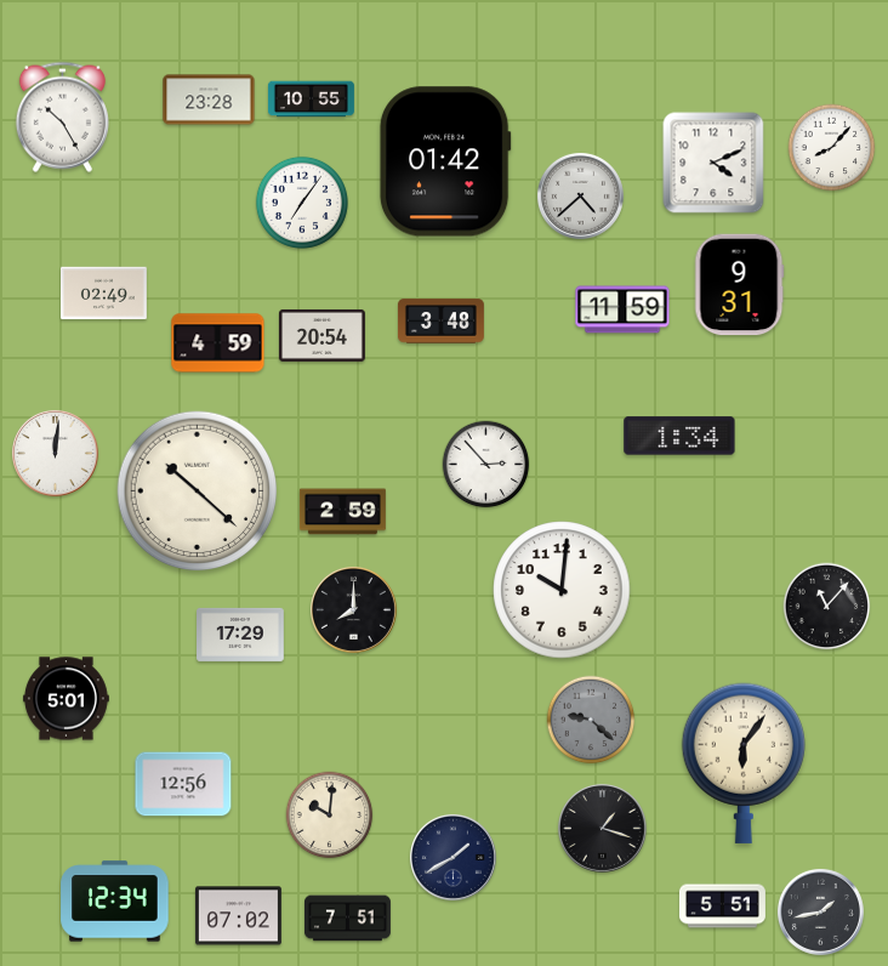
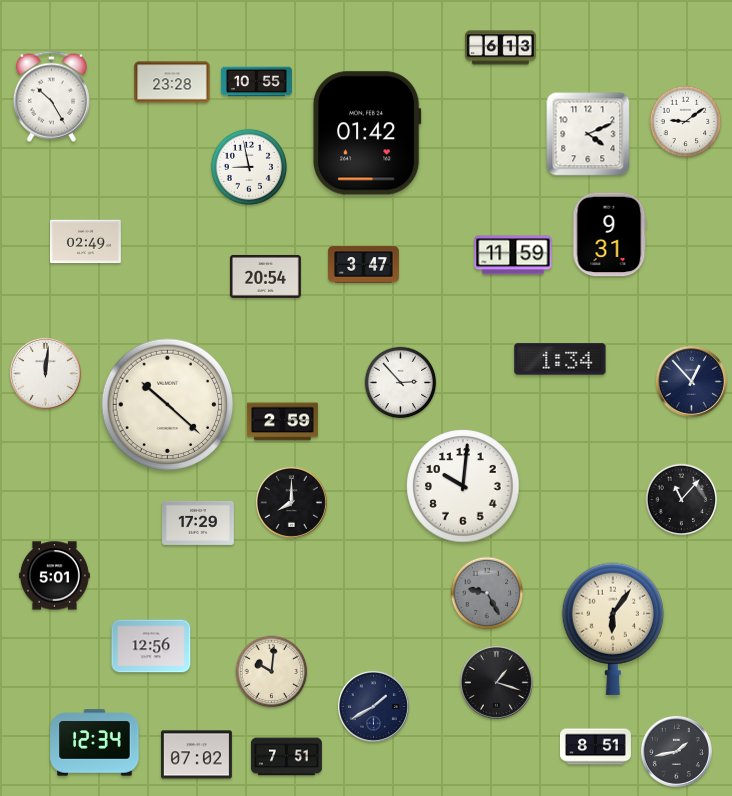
clock at (500, 48): none -> 6:13
clock at (832, 148): 8:07 -> 9:09
clock at (580, 195): 4:38 -> none
clock at (302, 203): 7:06 -> 8:58
clock at (440, 322): 3:48 -> 3:47
clock at (218, 343): 4:59 -> none
clock at (691, 381): none -> 12:53
clock at (198, 491) position: (198, 491) -> (168, 405)
clock at (591, 720): 9:22 -> 9:25
clock at (722, 907): 5:51 -> 8:51
